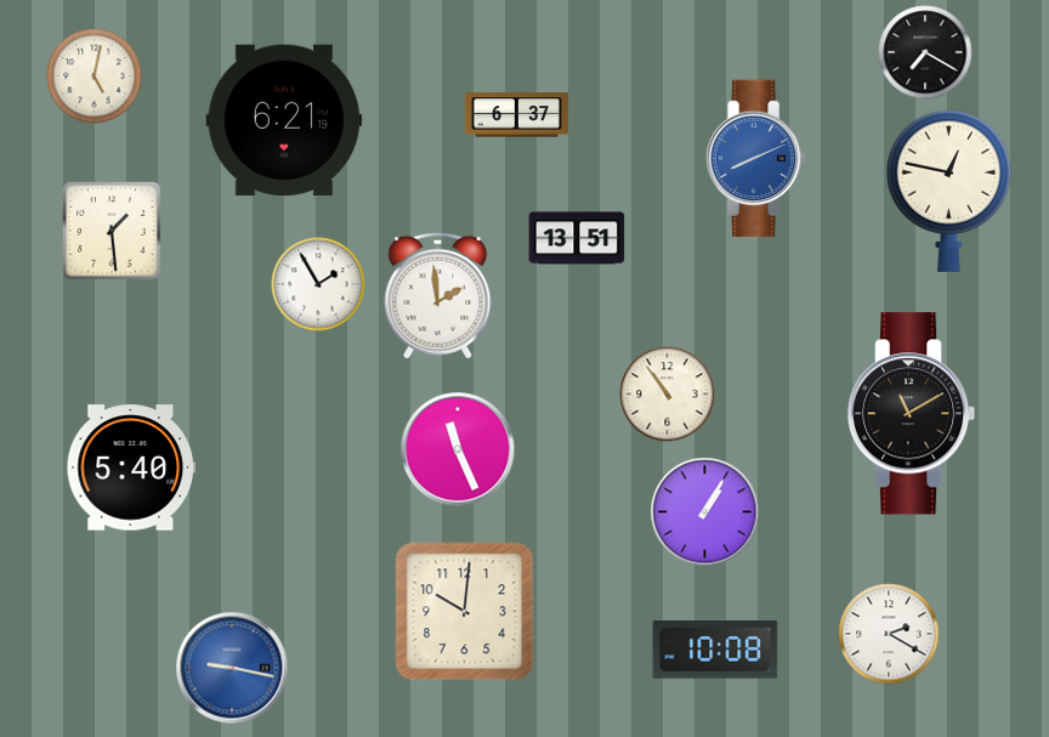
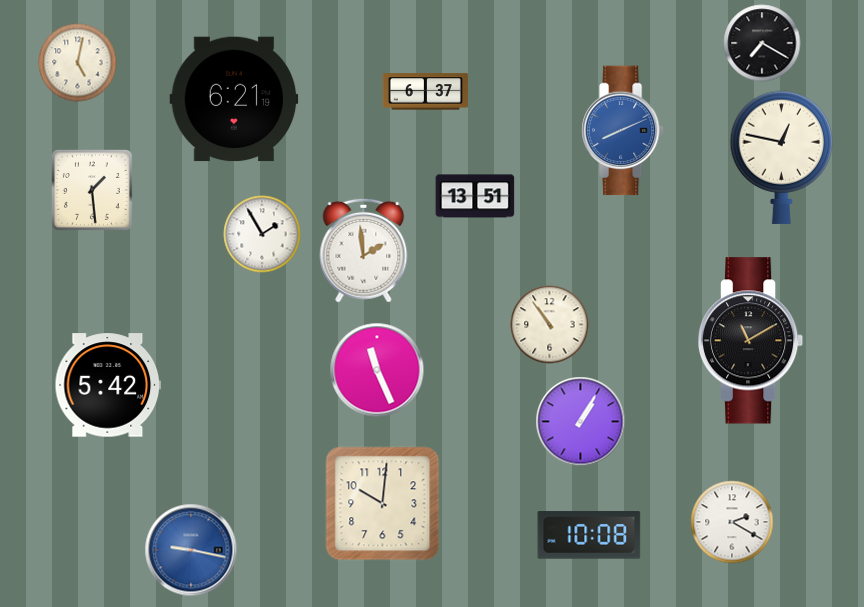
clock at (516, 115) position: (516, 115) -> (425, 92)
clock at (438, 295) position: (438, 295) -> (364, 250)
clock at (130, 467): 5:40 -> 5:42
